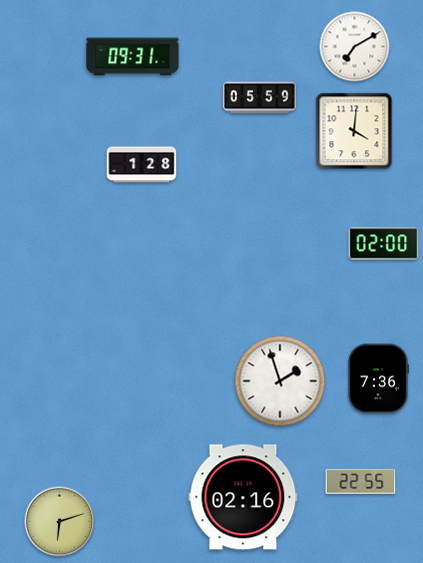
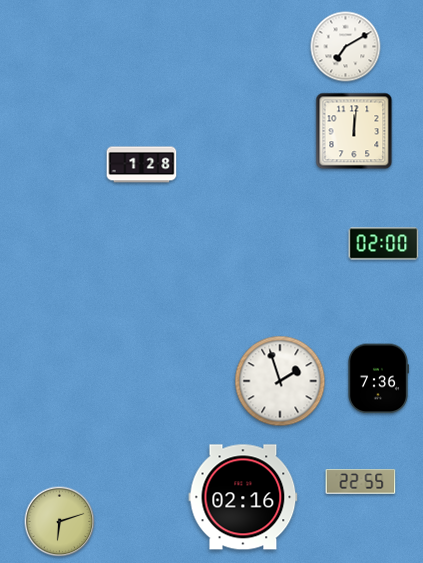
clock at (355, 47) position: (355, 47) -> (346, 47)
clock at (133, 57): 09:31 -> none
clock at (259, 98): 05:59 -> none
clock at (354, 131): 4:01 -> 12:01
